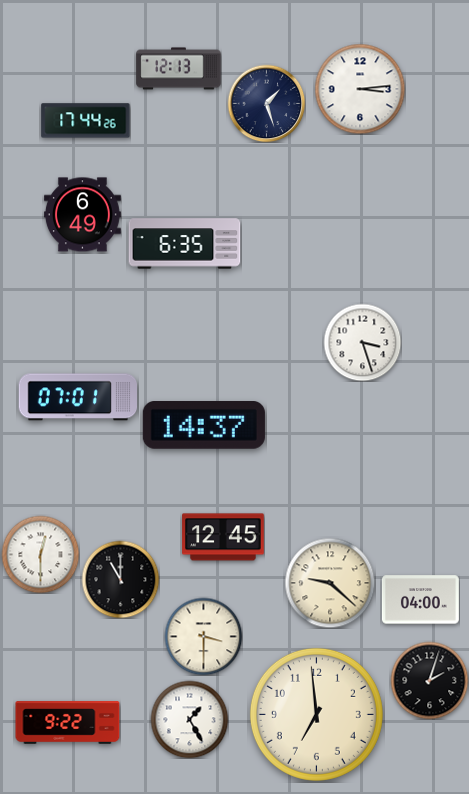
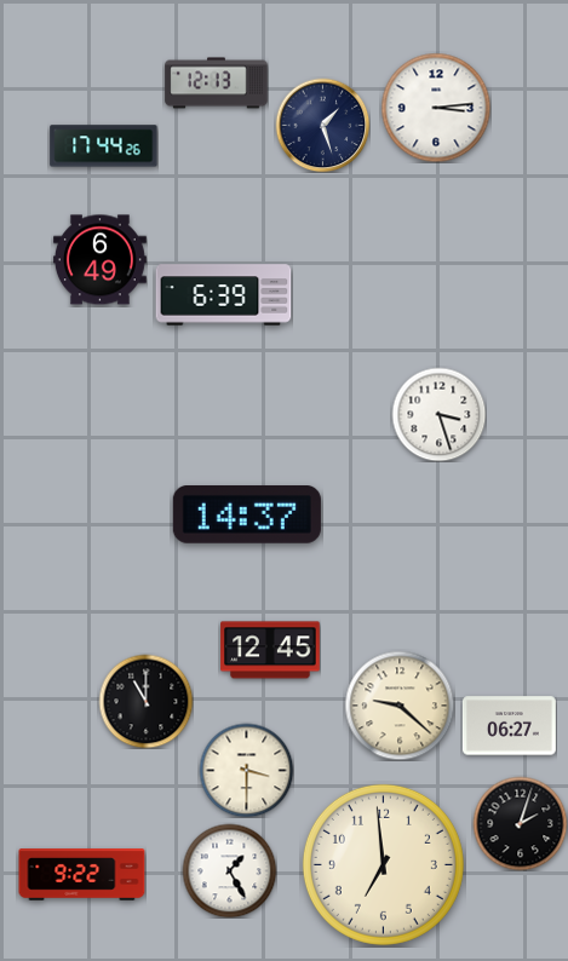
clock at (185, 244): 6:35 -> 6:39
clock at (77, 397): 07:01 -> none
clock at (40, 554): 12:30 -> none
clock at (420, 600): 04:00 -> 06:27
